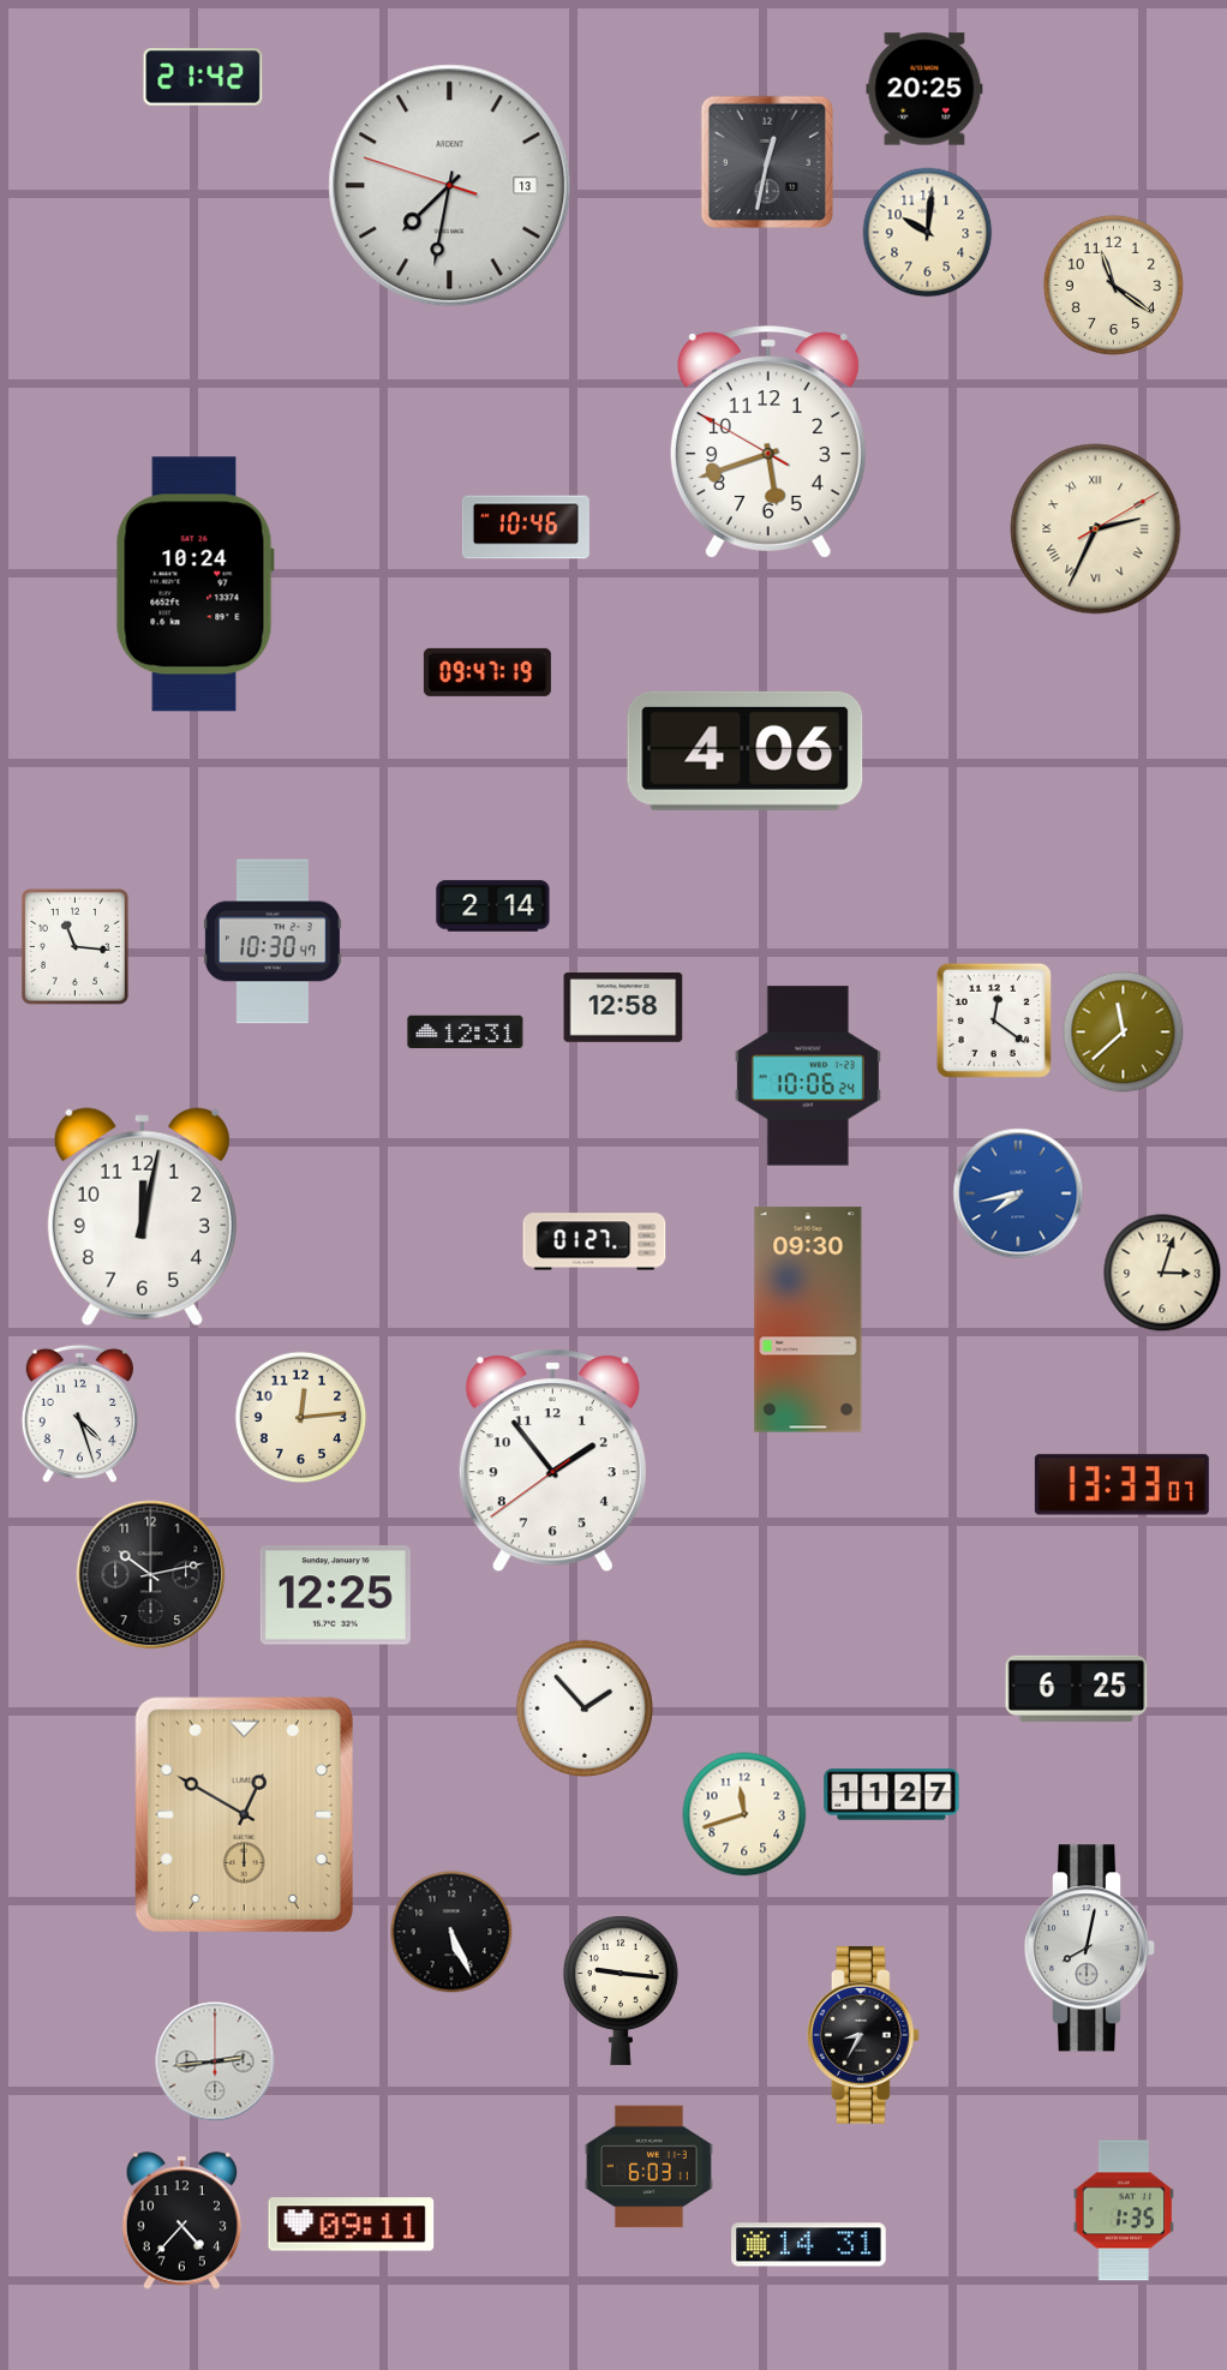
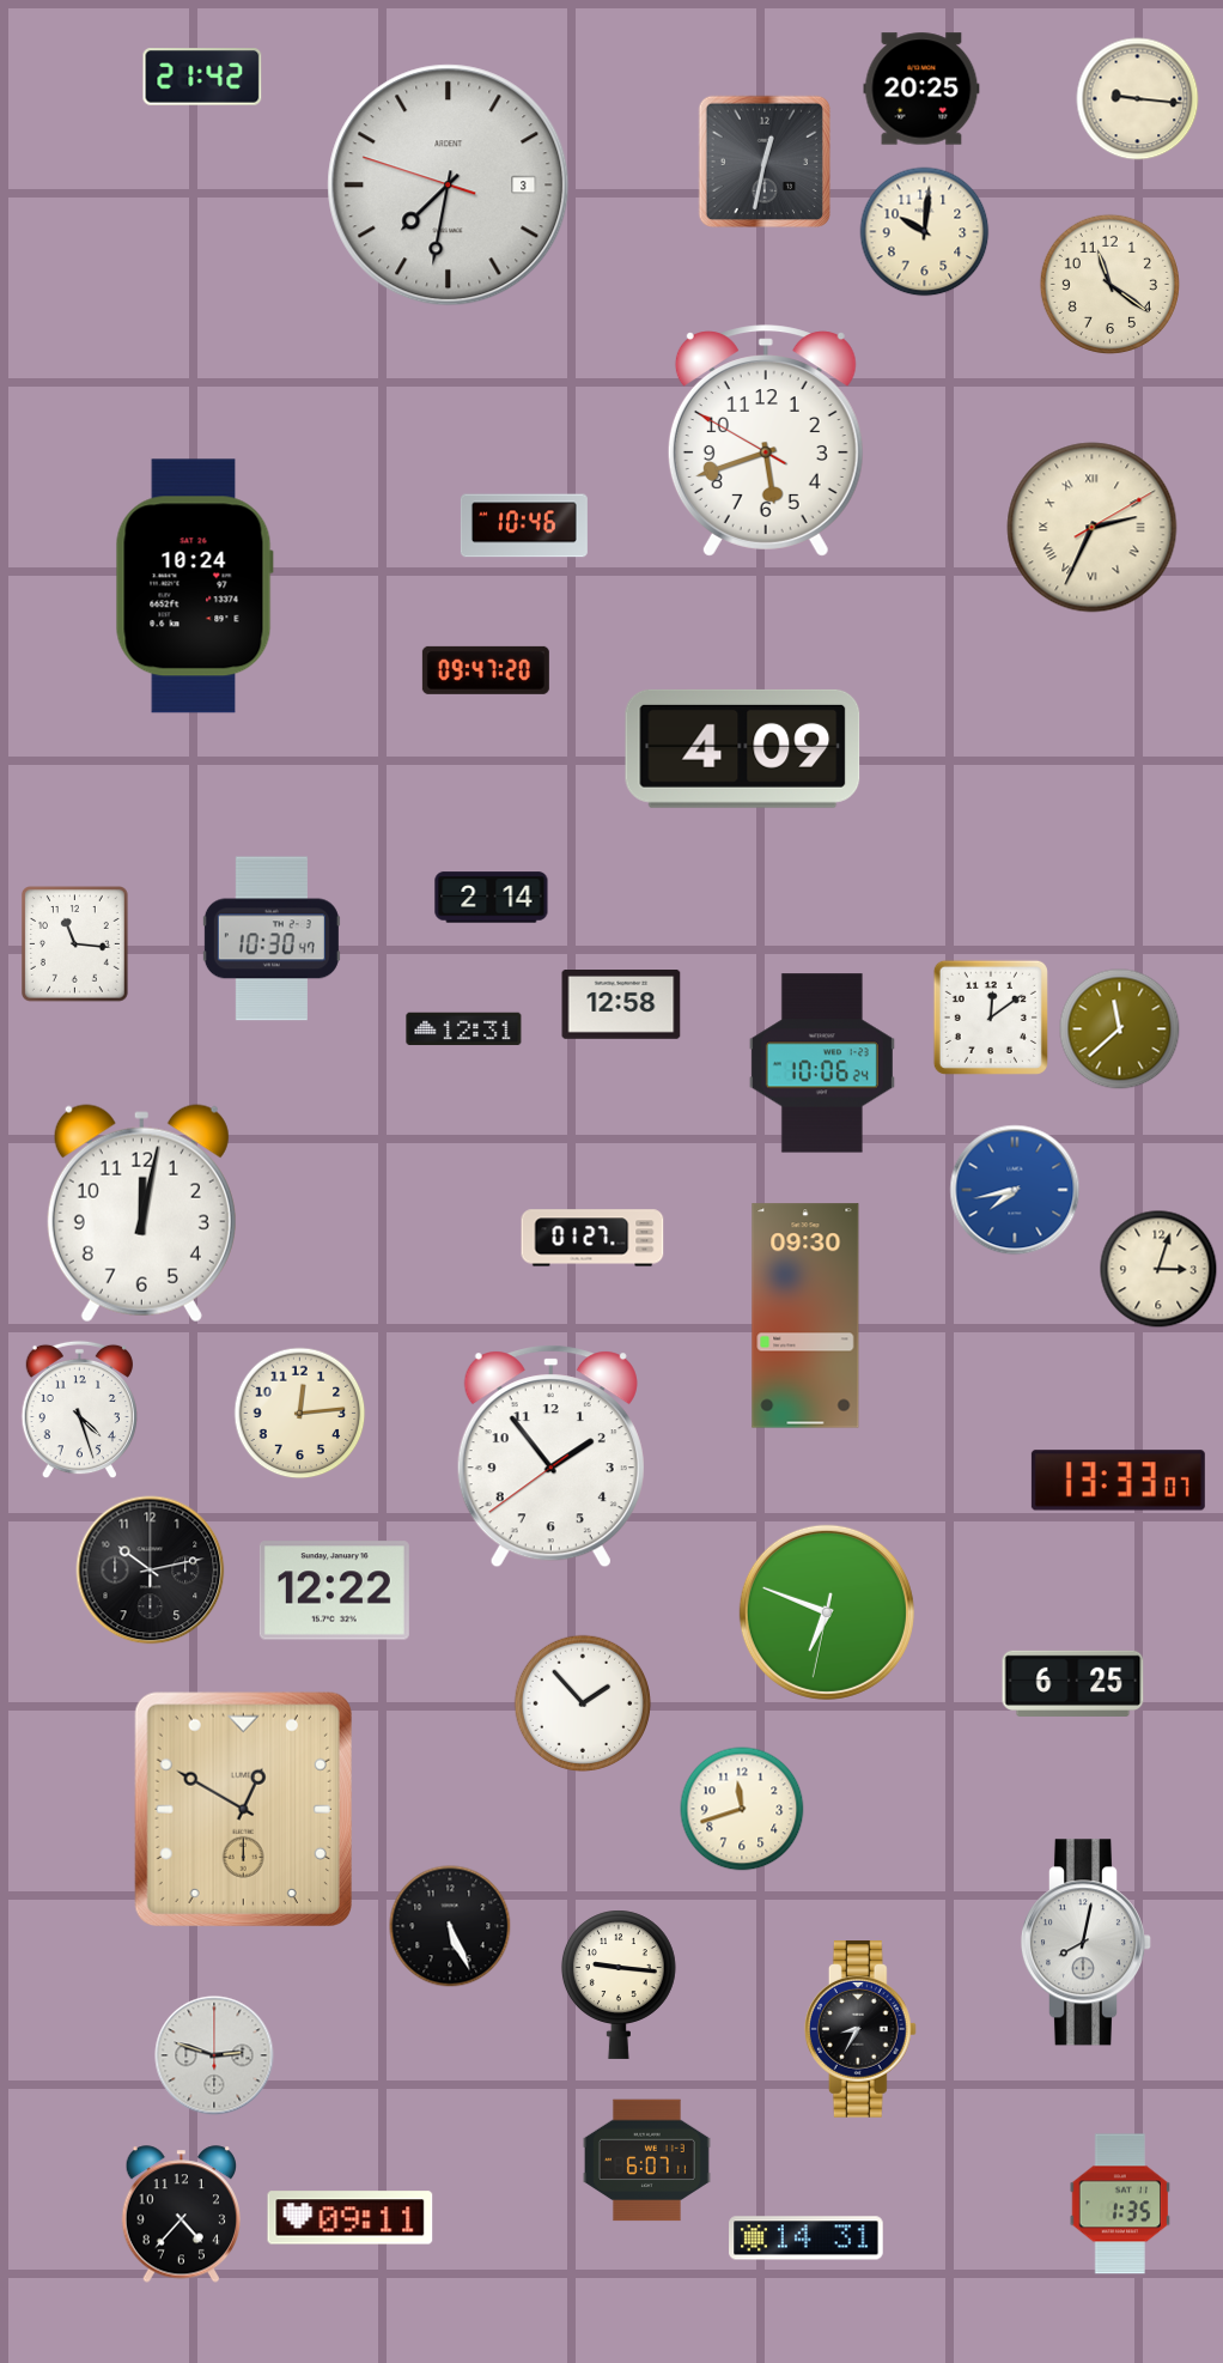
clock at (1138, 99): none -> 9:16
clock at (450, 186) date: 13 -> 3
clock at (194, 585) position: (194, 585) -> (194, 587)
clock at (487, 672): 09:47:19 -> 09:47:20
clock at (746, 750): 4:06 -> 4:09
clock at (493, 906) position: (493, 906) -> (492, 898)
clock at (994, 1021): 12:21 -> 12:09
clock at (808, 1076) position: (808, 1076) -> (822, 1063)
clock at (335, 1596): 12:25 -> 12:22
clock at (827, 1612): none -> 6:48
clock at (892, 1795): 11:27 -> none
clock at (215, 2061): 2:44 -> 2:48
clock at (648, 2167): 6:03 -> 6:07
